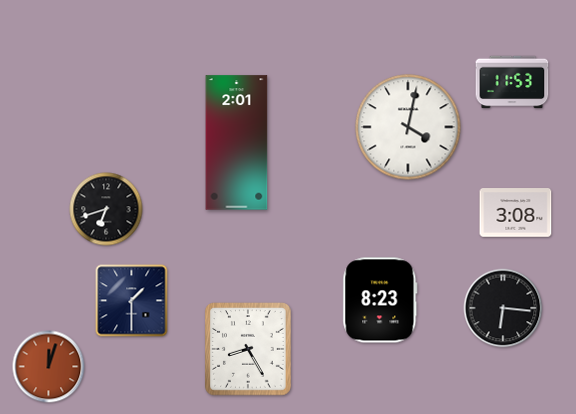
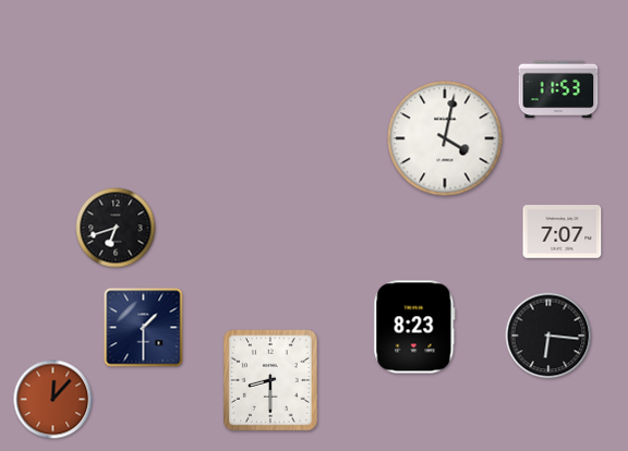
clock at (237, 143): 2:01 -> none
clock at (516, 213): 3:08 -> 7:07
clock at (249, 349): 8:25 -> 8:30
clock at (49, 367): 12:03 -> 12:07
